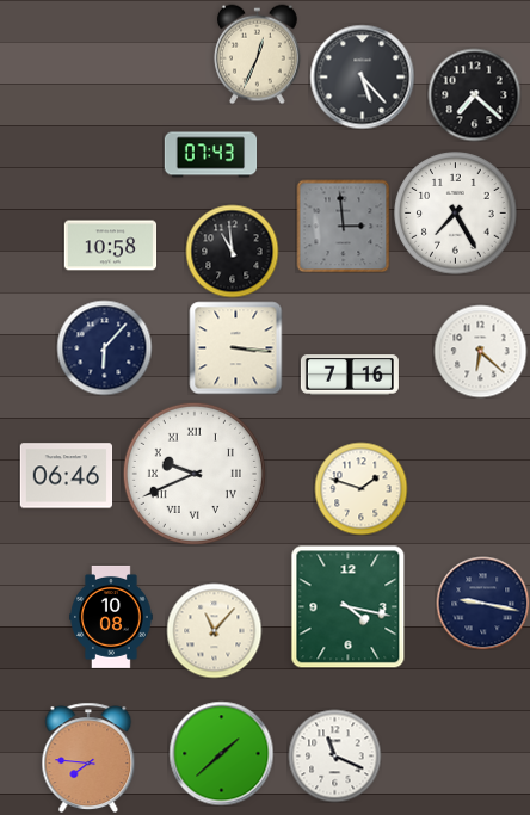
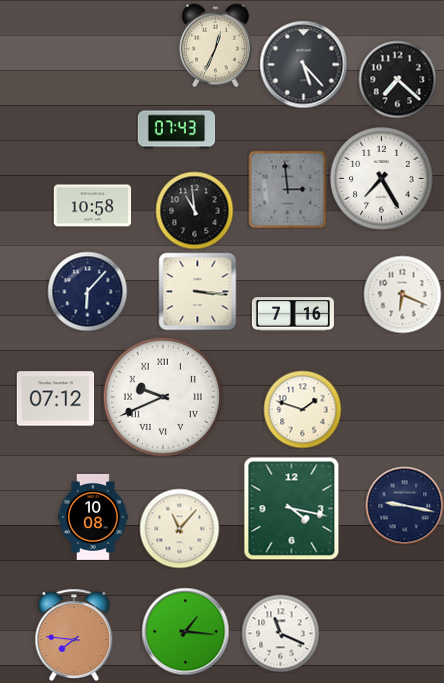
clock at (480, 351): 6:22 -> 6:19
clock at (66, 476): 06:46 -> 07:12
clock at (221, 753): 1:38 -> 1:16
